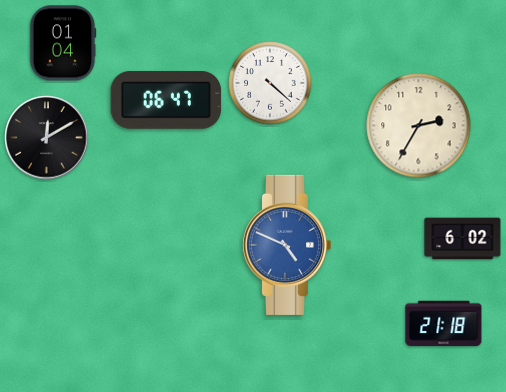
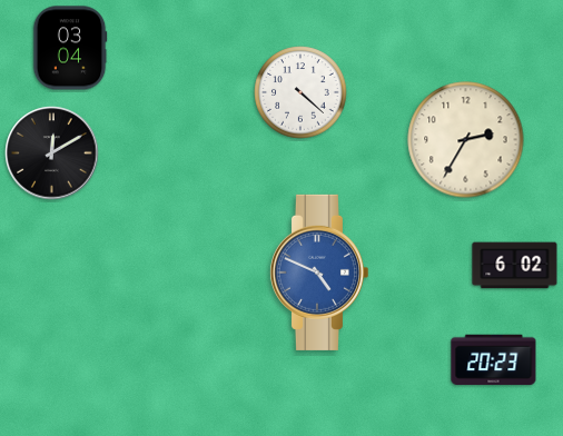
clock at (63, 43): 01:04 -> 03:04
clock at (166, 100): 06:47 -> none
clock at (444, 324): 21:18 -> 20:23
